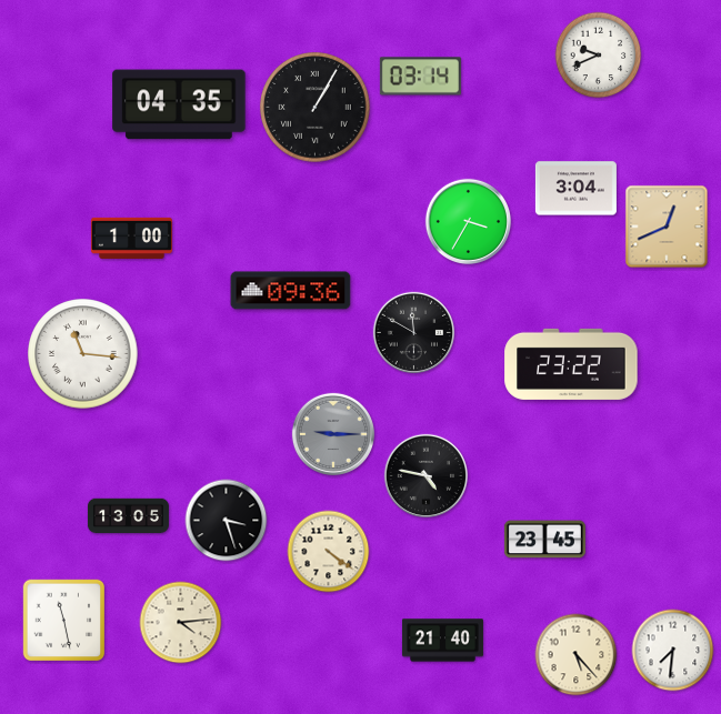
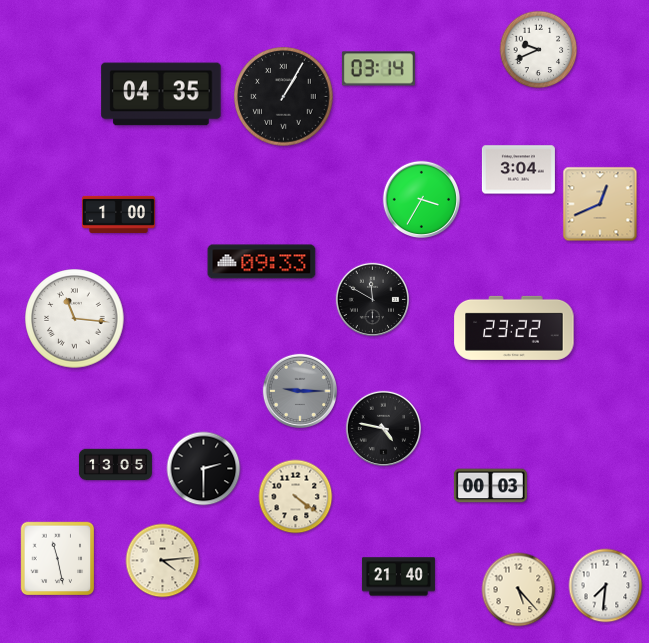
clock at (291, 291): 09:36 -> 09:33
clock at (227, 521): 3:27 -> 2:30
clock at (544, 540): 23:45 -> 00:03
